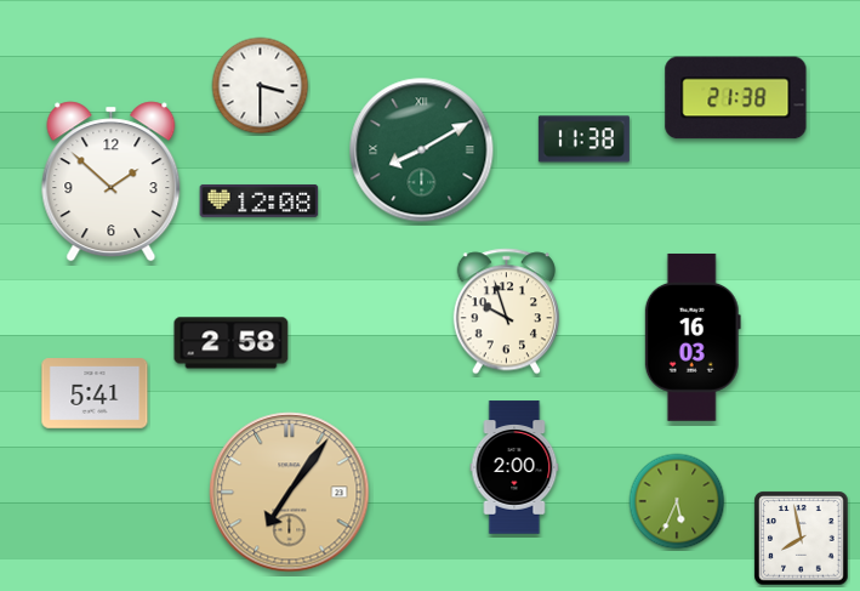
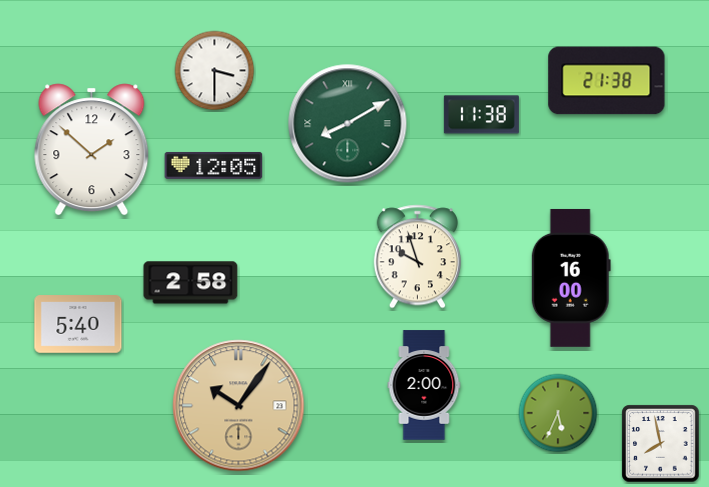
clock at (260, 200): 12:08 -> 12:05
clock at (693, 337): 16:03 -> 16:00
clock at (95, 393): 5:41 -> 5:40
clock at (290, 493): 7:06 -> 10:06
